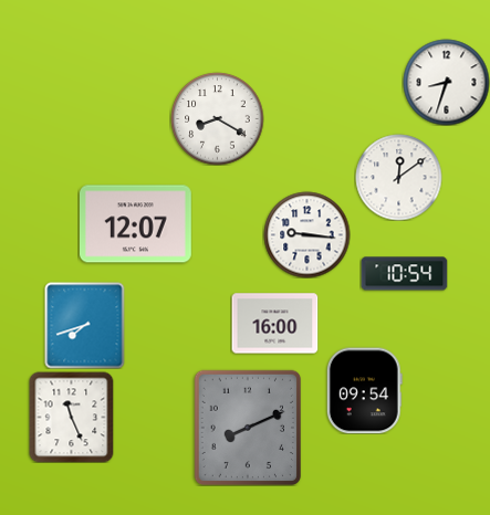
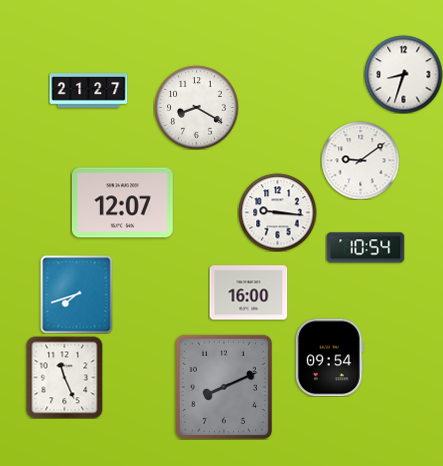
clock at (88, 91): none -> 21:27
clock at (398, 177): 12:09 -> 9:09
clock at (364, 390) position: (364, 390) -> (329, 357)
